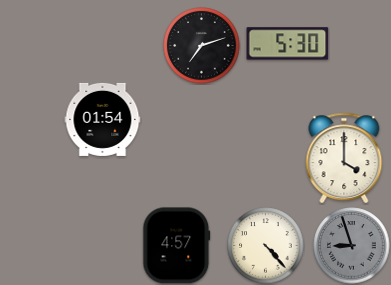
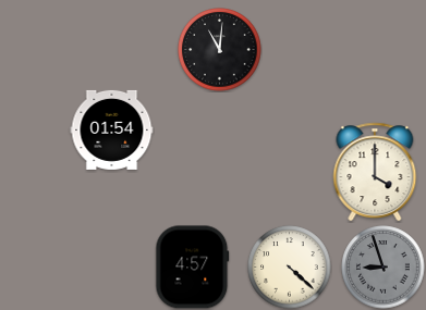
clock at (288, 44): 5:30 -> none
clock at (202, 46): 7:12 -> 11:01
clock at (266, 246): 4:23 -> 4:22
